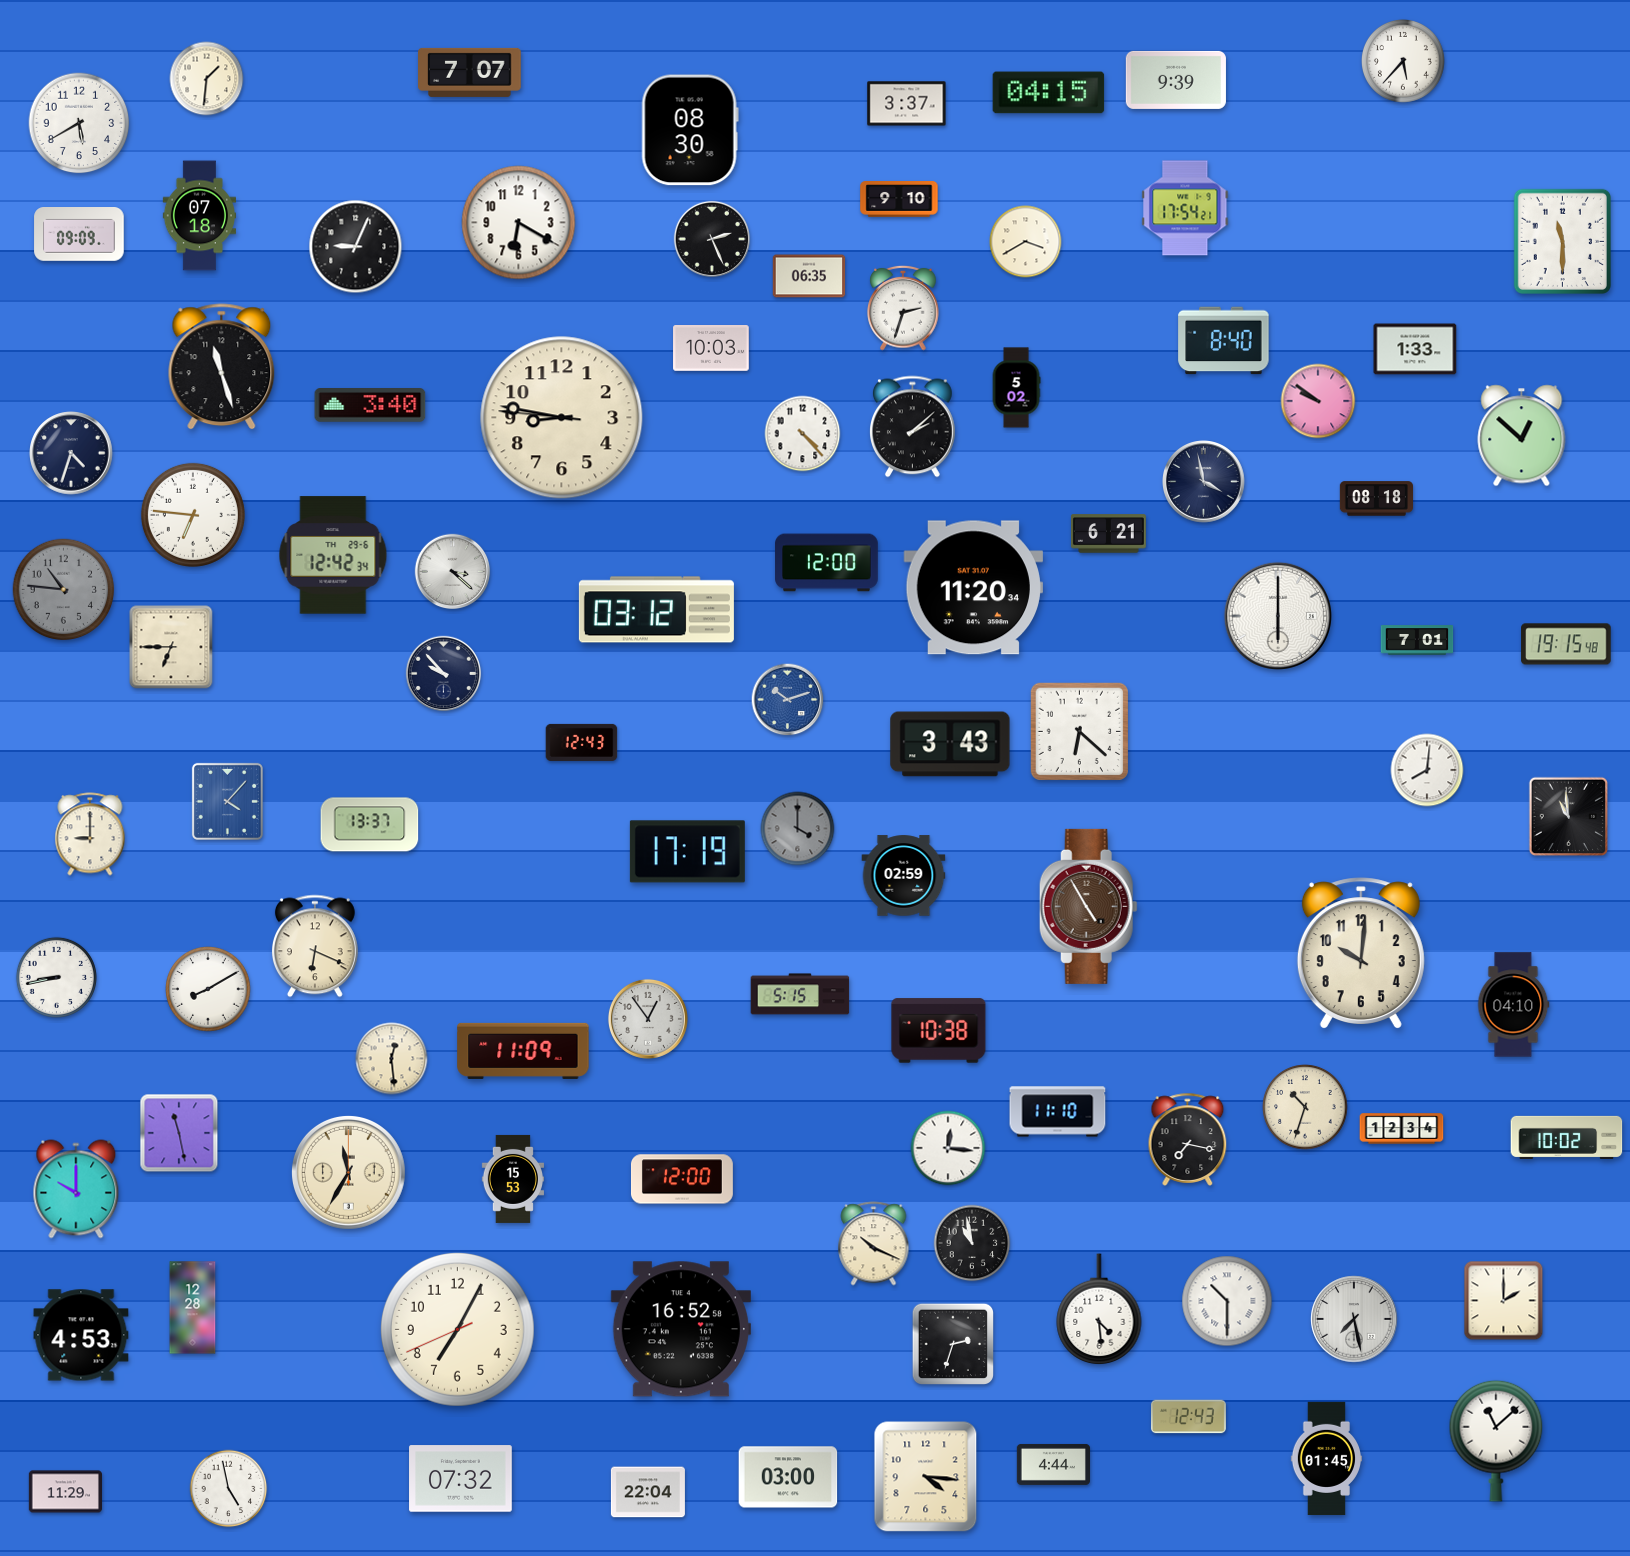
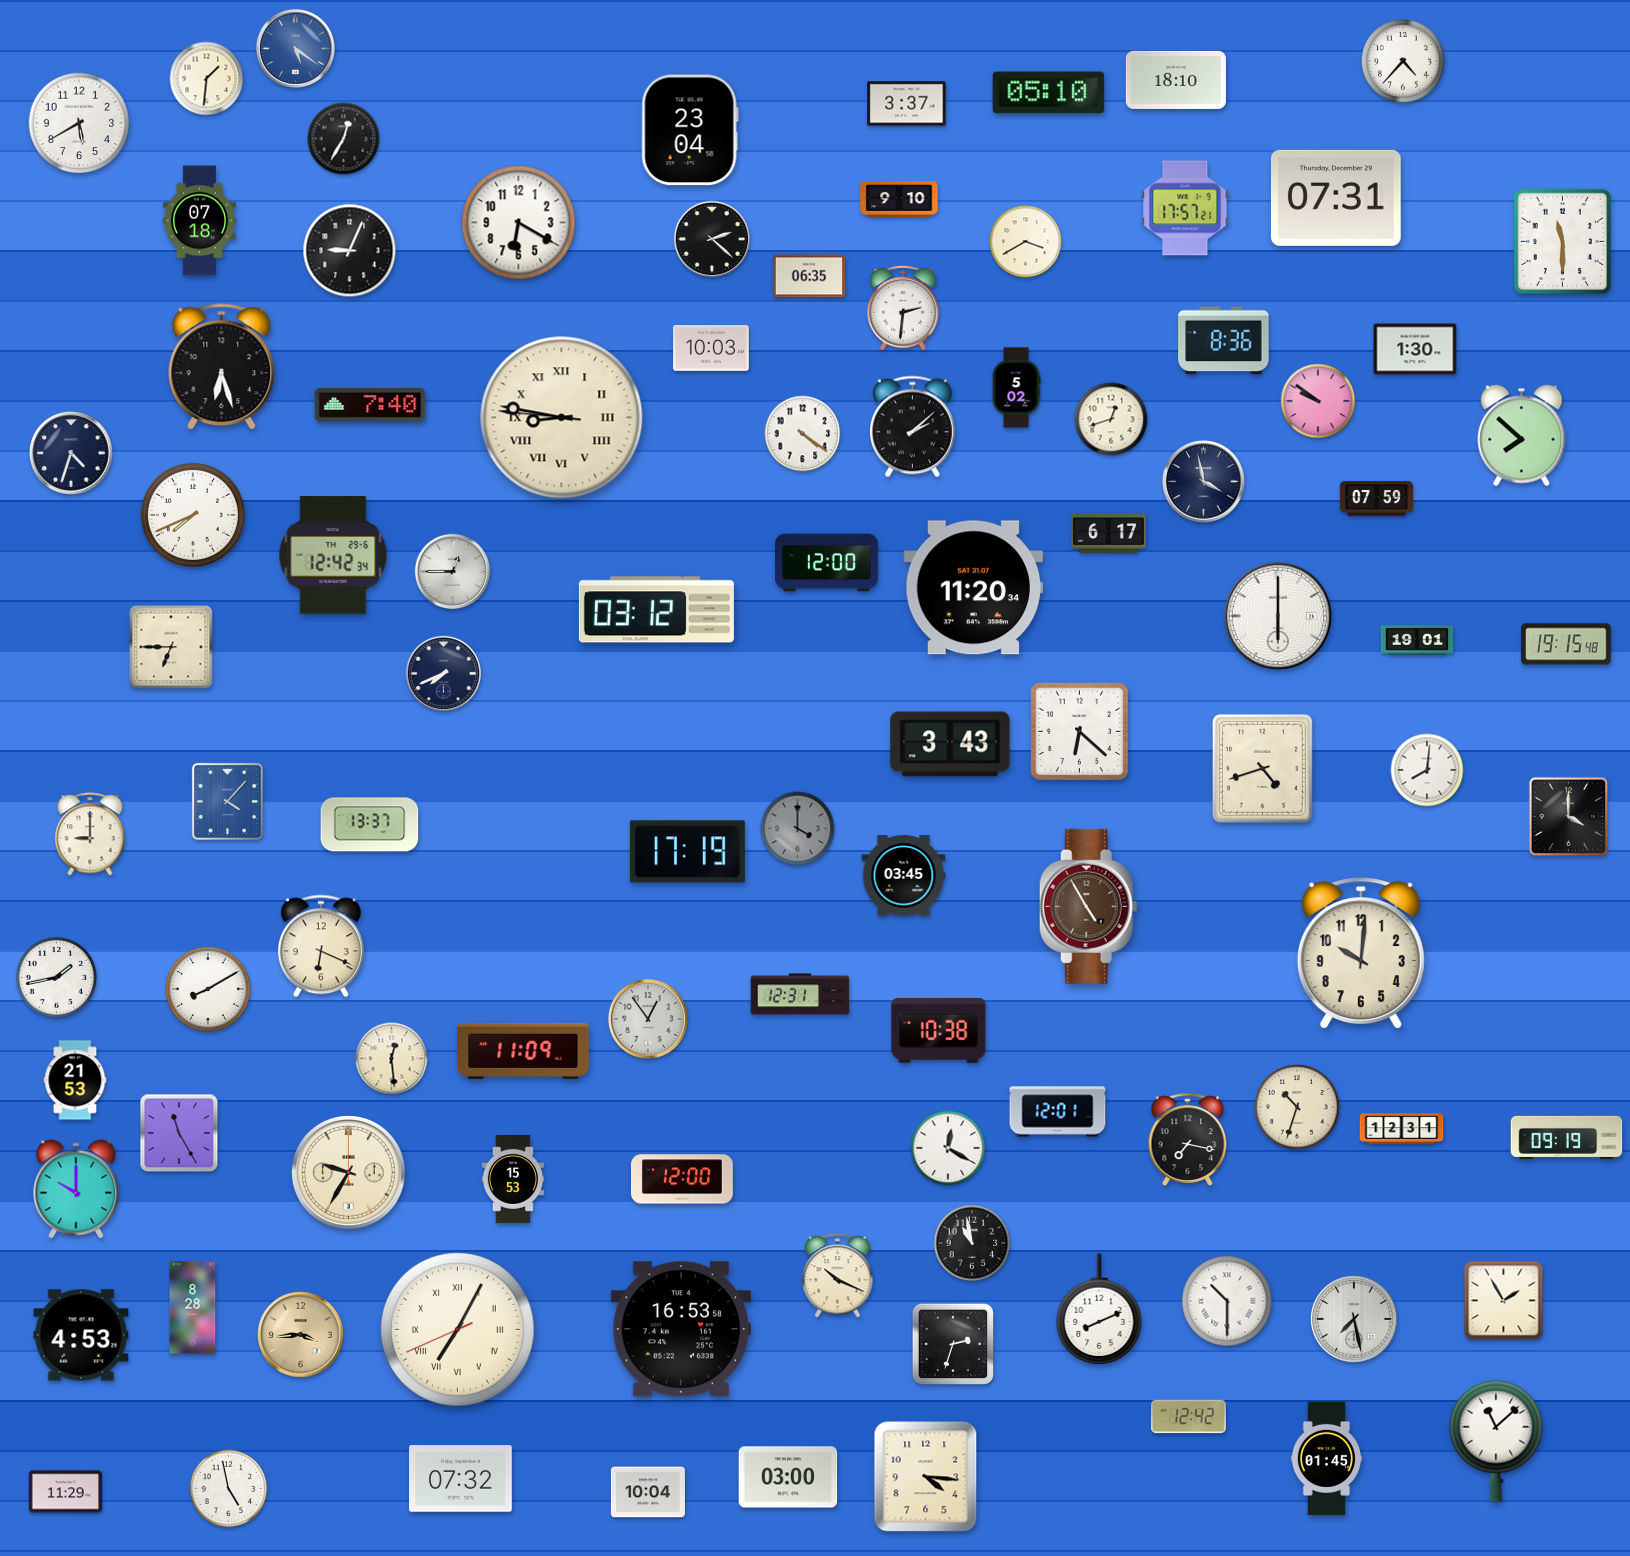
clock at (295, 48): none -> 5:21
clock at (1403, 61): 5:37 -> 4:37
clock at (470, 72): 7:07 -> none
clock at (1176, 80): 9:39 -> 18:10
clock at (1049, 93): 04:15 -> 05:10
clock at (690, 130): 08:30 -> 23:04
clock at (344, 139): none -> 12:35
clock at (1336, 198): none -> 07:31
clock at (1185, 208): 17:54 -> 17:57
clock at (199, 216) position: (199, 216) -> (199, 221)
clock at (79, 235): 09:09 -> none
clock at (711, 238): 2:26 -> 2:22
clock at (356, 247) position: (356, 247) -> (350, 251)
clock at (903, 308): 2:33 -> 2:31
clock at (1224, 341): 8:40 -> 8:36
clock at (1415, 349): 1:33 -> 1:30
clock at (222, 367): 11:27 -> 6:27
clock at (370, 406): 3:40 -> 7:40
clock at (562, 418) numerals: Arabic -> Roman
clock at (1111, 419): none -> 12:42
clock at (803, 434): 4:23 -> 4:21
clock at (1522, 436): 12:52 -> 7:52
clock at (1376, 499): 08:18 -> 07:59
clock at (193, 515): 6:46 -> 7:41
clock at (1108, 534): 6:21 -> 6:17
clock at (453, 572): 3:22 -> 12:45
clock at (64, 590): 10:46 -> none
clock at (1417, 640): 7:01 -> 19:01
clock at (444, 674): 9:53 -> 7:41
clock at (788, 700): 10:12 -> none
clock at (582, 742): 12:43 -> none
clock at (1262, 768): none -> 4:42
clock at (1568, 816): 10:59 -> 4:00
clock at (904, 876): 02:59 -> 03:45
clock at (315, 946) position: (315, 946) -> (321, 946)
clock at (56, 977): 8:43 -> 1:43
clock at (800, 994): 5:15 -> 12:31
clock at (1514, 1005): 04:10 -> none
clock at (75, 1080): none -> 21:53
clock at (1305, 1107) position: (1305, 1107) -> (1297, 1107)
clock at (1058, 1112): 11:10 -> 12:01
clock at (1402, 1129): 12:34 -> 12:31
clock at (179, 1133): 11:28 -> 11:25
clock at (1567, 1137): 10:02 -> 09:19
clock at (948, 1148): 12:16 -> 12:20
clock at (348, 1172): 11:35 -> 9:35
clock at (874, 1244) position: (874, 1244) -> (838, 1276)
clock at (1504, 1301): 2:00 -> 1:55
clock at (193, 1308): 12:28 -> 8:28
clock at (1099, 1310): 4:29 -> 8:11
clock at (457, 1329) numerals: Arabic -> Roman
clock at (681, 1329): 16:52 -> 16:53
clock at (301, 1335): none -> 3:44
clock at (1188, 1417): 12:43 -> 12:42
clock at (1053, 1464): 4:44 -> none
clock at (648, 1492): 22:04 -> 10:04
